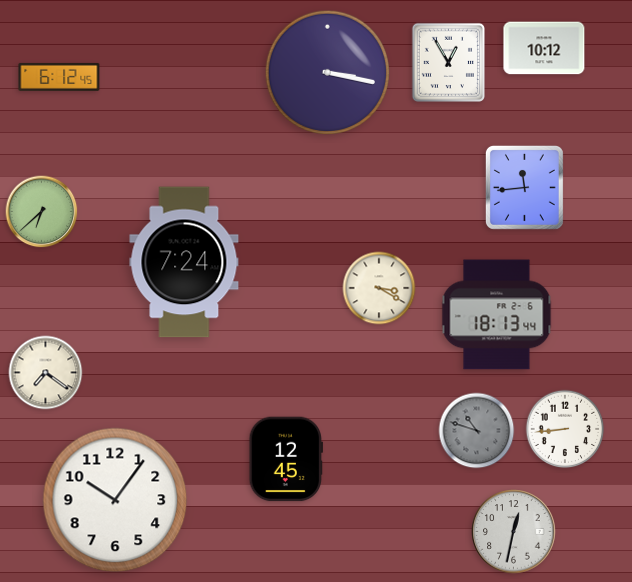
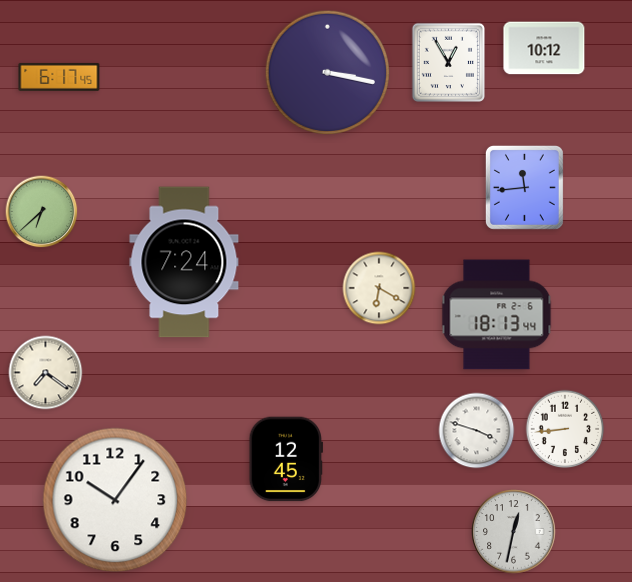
clock at (59, 77): 6:12 -> 6:17
clock at (379, 288): 3:20 -> 6:20
clock at (477, 431): 10:48 -> 3:48
clock at (477, 431) dial: grey -> white
